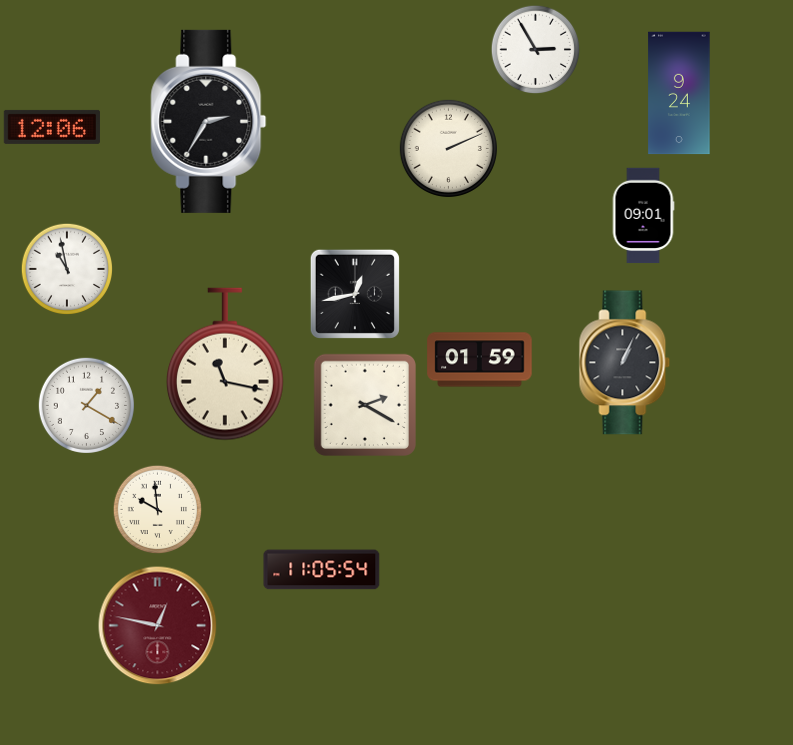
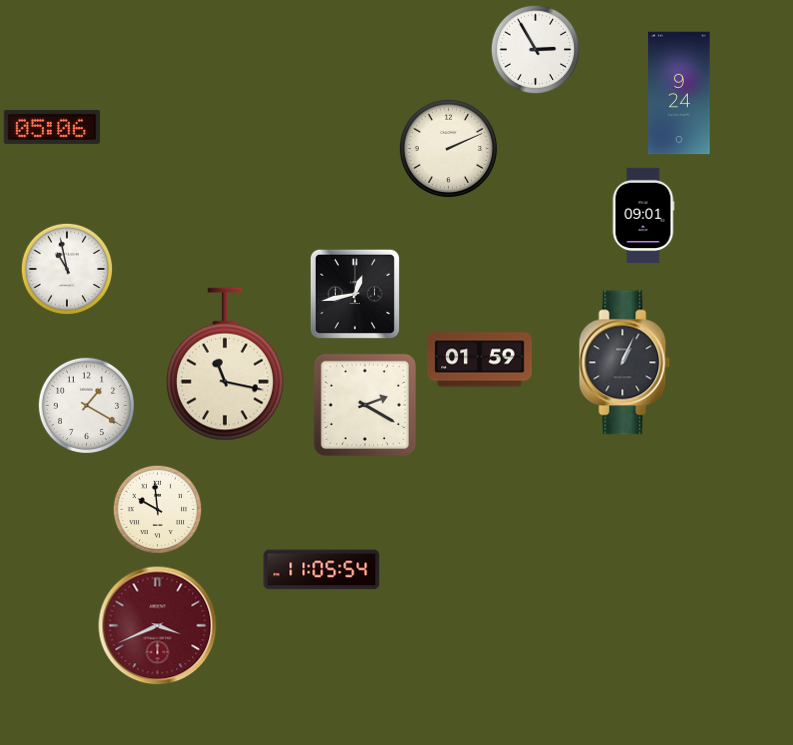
clock at (209, 121): 2:35 -> none
clock at (52, 127): 12:06 -> 05:06
clock at (158, 626): 12:47 -> 3:41
